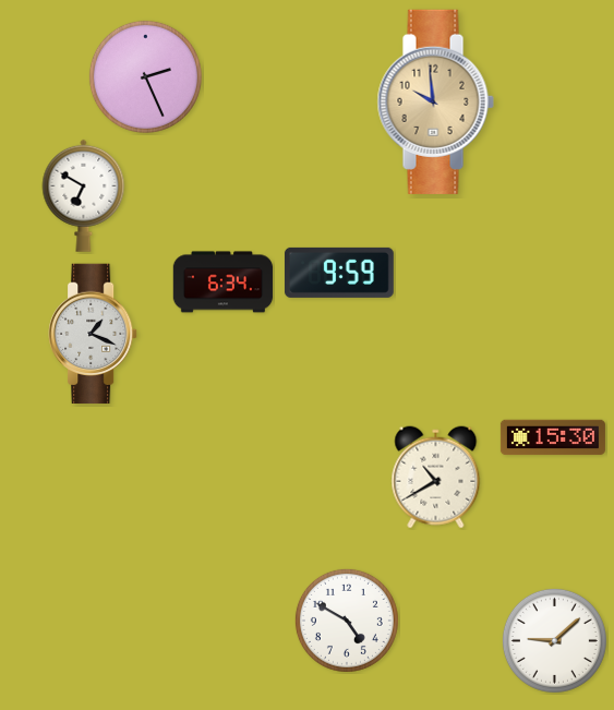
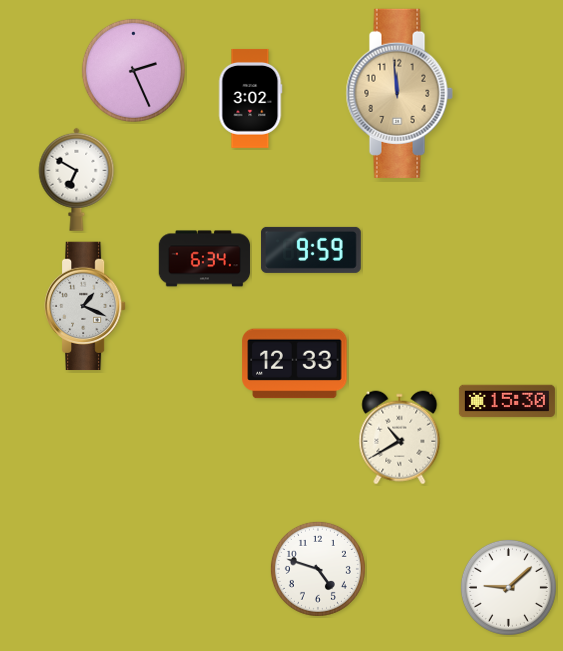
clock at (435, 101): 9:59 -> 11:59
clock at (250, 98): none -> 3:02
clock at (295, 364): none -> 12:33
clock at (347, 621): 4:50 -> 4:48
